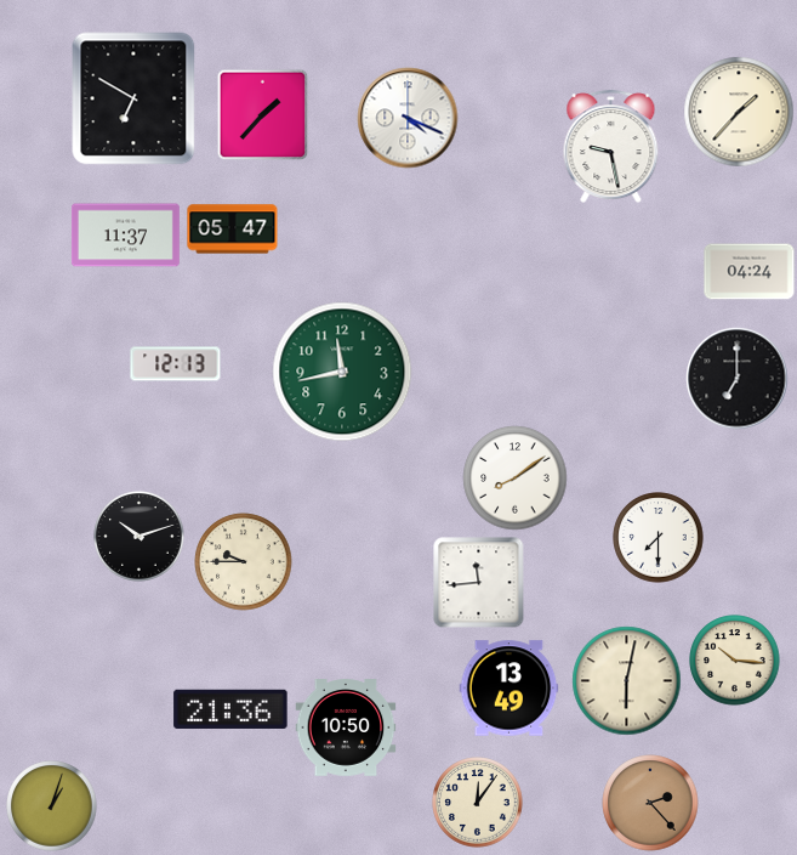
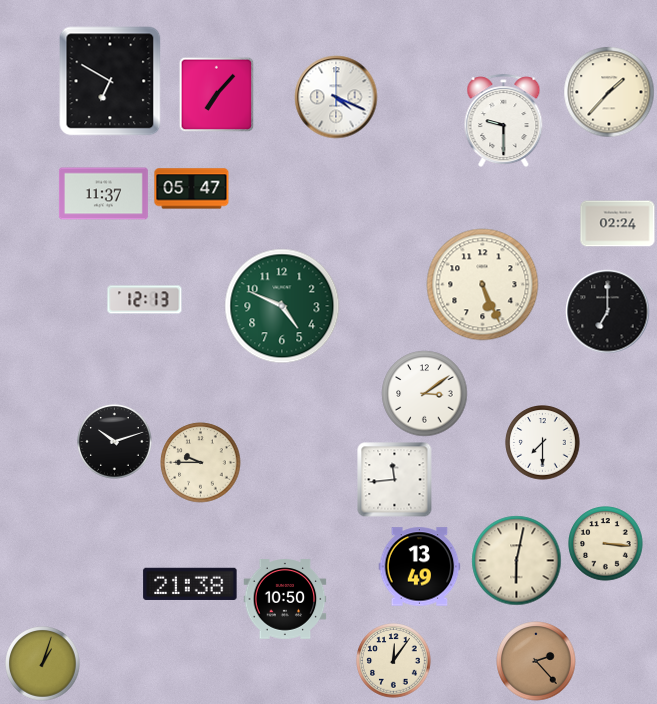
clock at (263, 115): 1:37 -> 7:07
clock at (611, 147): 9:28 -> 9:30
clock at (750, 272): 04:24 -> 02:24
clock at (483, 285): none -> 5:26
clock at (342, 372): 11:43 -> 4:49
clock at (516, 479): 8:09 -> 3:09
clock at (735, 661): 10:16 -> 3:16
clock at (230, 708): 21:36 -> 21:38
